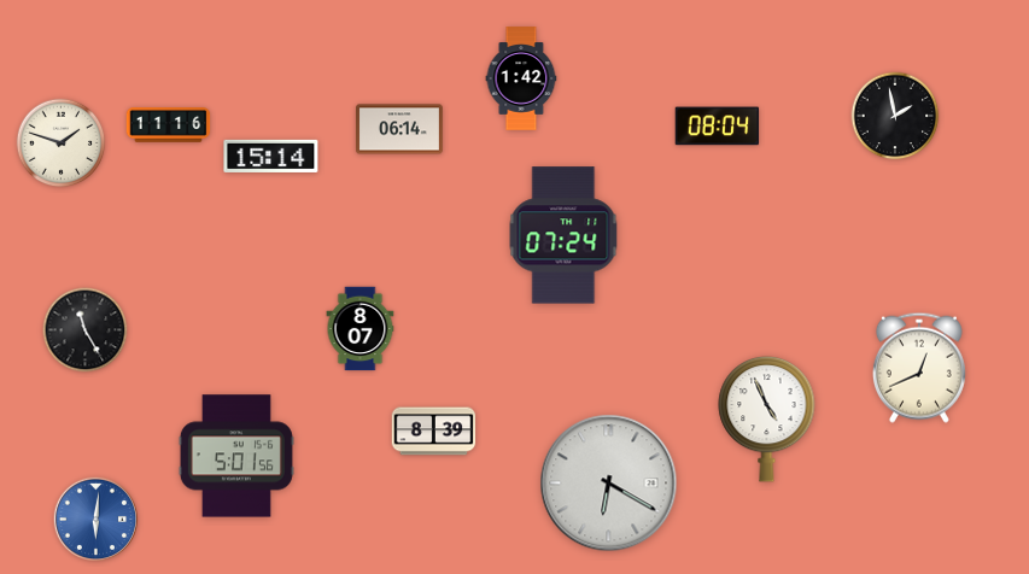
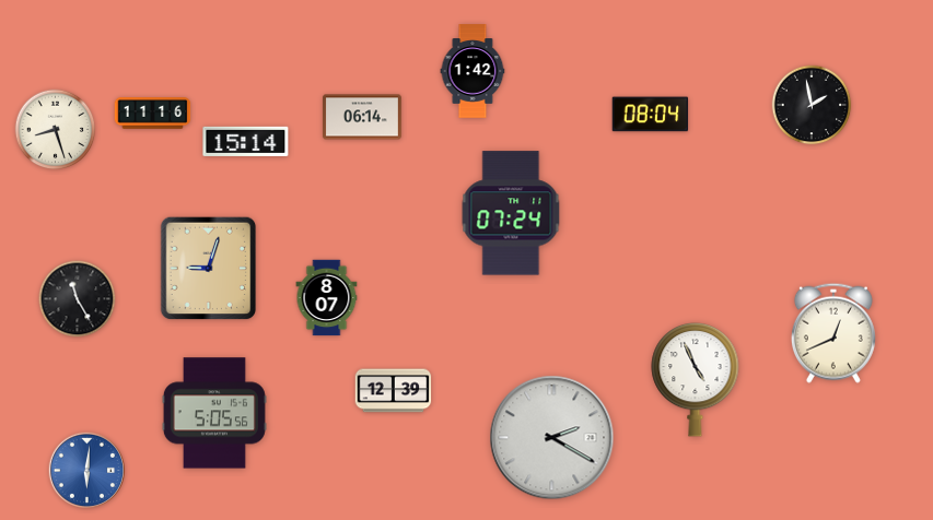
clock at (62, 143): 1:48 -> 8:27
clock at (209, 269): none -> 9:03
clock at (434, 432): 8:39 -> 12:39
clock at (236, 456): 5:01 -> 5:05
clock at (609, 484): 6:20 -> 2:20
